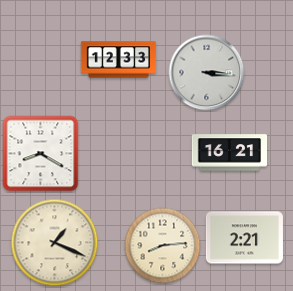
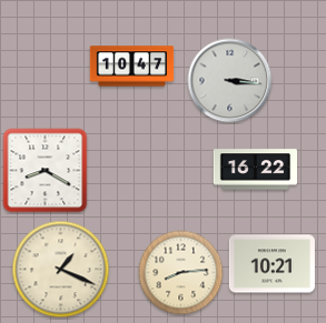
clock at (119, 60): 12:33 -> 10:47
clock at (229, 153): 16:21 -> 16:22
clock at (244, 238): 2:21 -> 10:21
